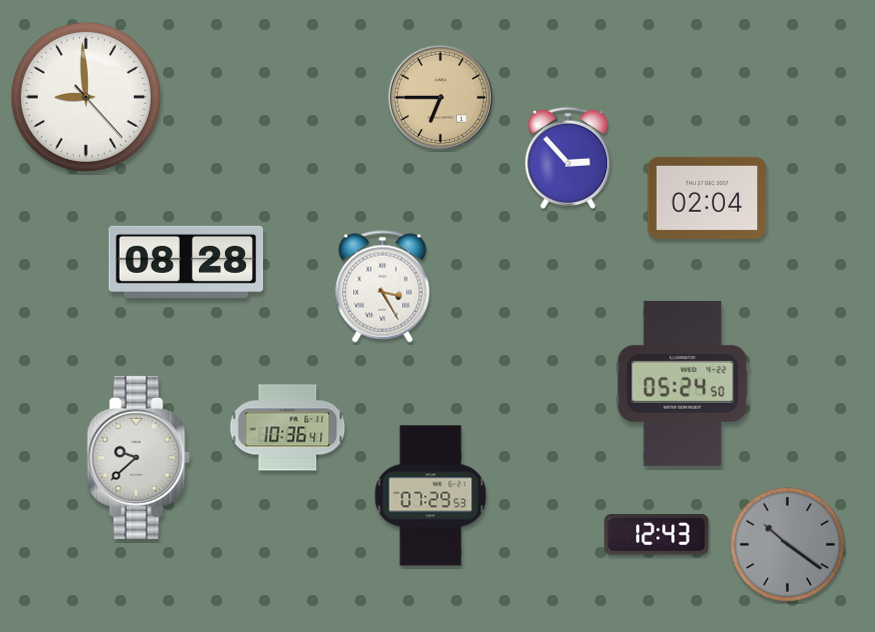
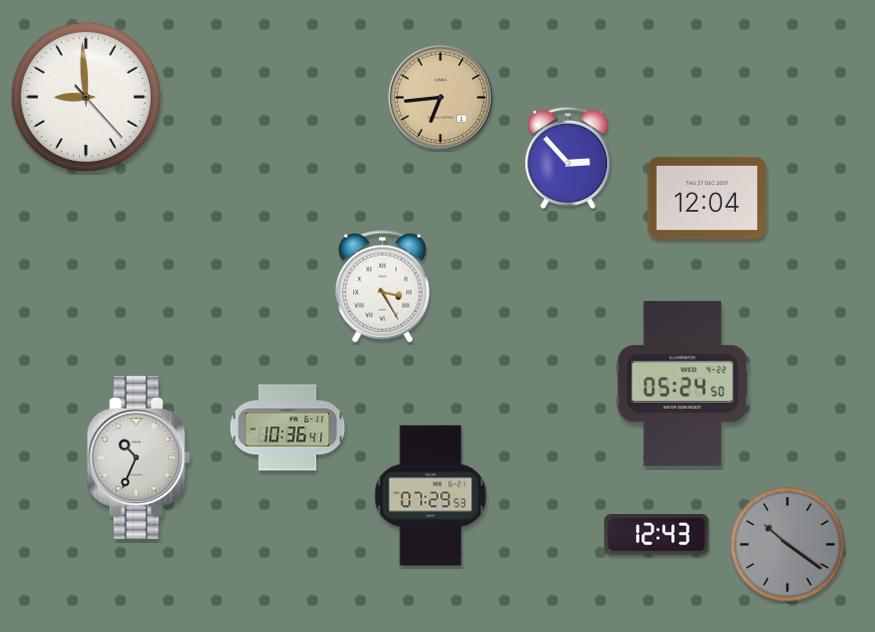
clock at (440, 97): 6:45 -> 6:44
clock at (707, 198): 02:04 -> 12:04
clock at (186, 262): 08:28 -> none
clock at (138, 457): 9:38 -> 10:34
